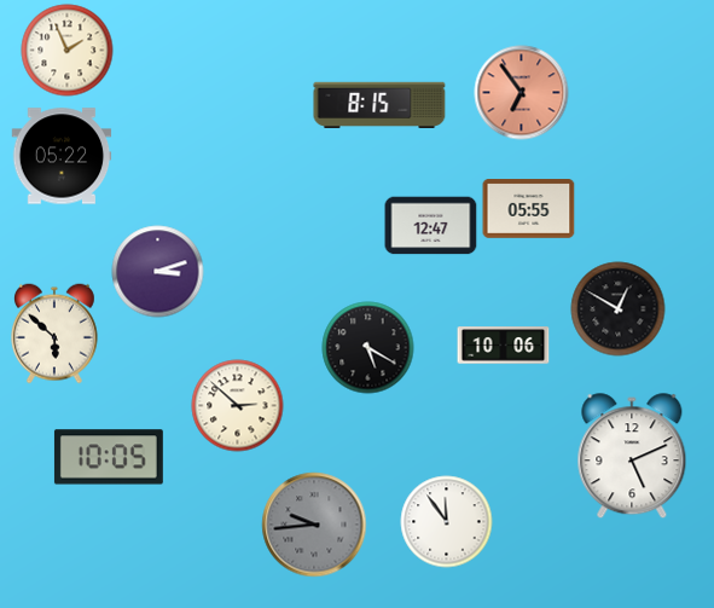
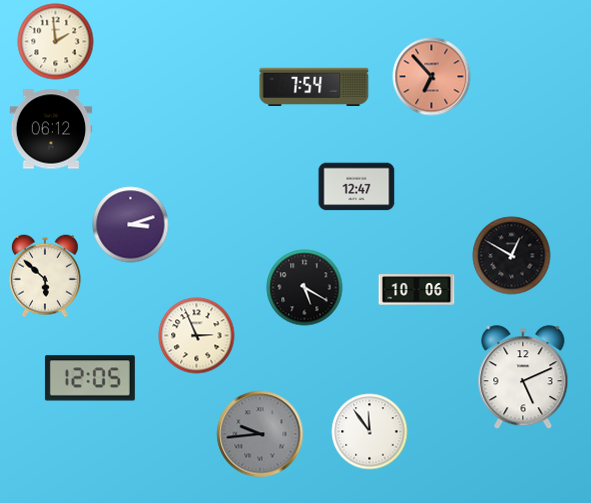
clock at (68, 51): 1:56 -> 1:59
clock at (522, 93): 6:54 -> 6:53
clock at (379, 104): 8:15 -> 7:54
clock at (62, 156): 05:22 -> 06:12
clock at (529, 209): 05:55 -> none
clock at (504, 346) position: (504, 346) -> (417, 290)
clock at (238, 406): 2:52 -> 2:56
clock at (109, 457): 10:05 -> 12:05
